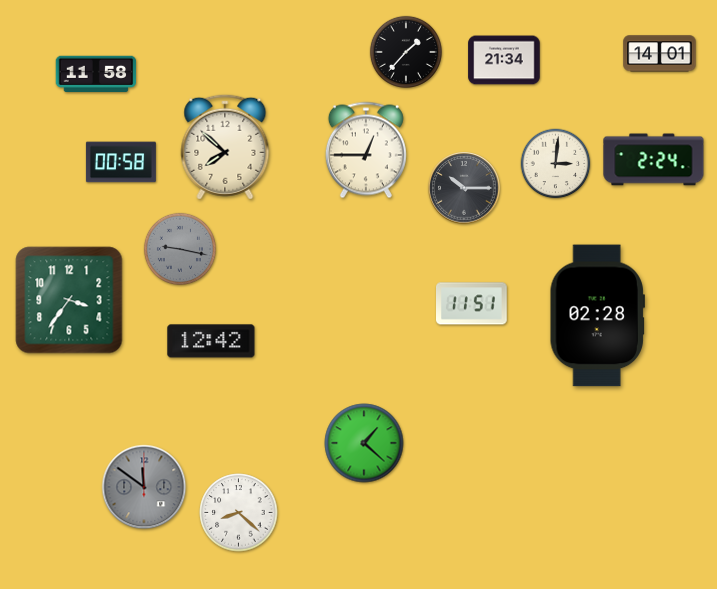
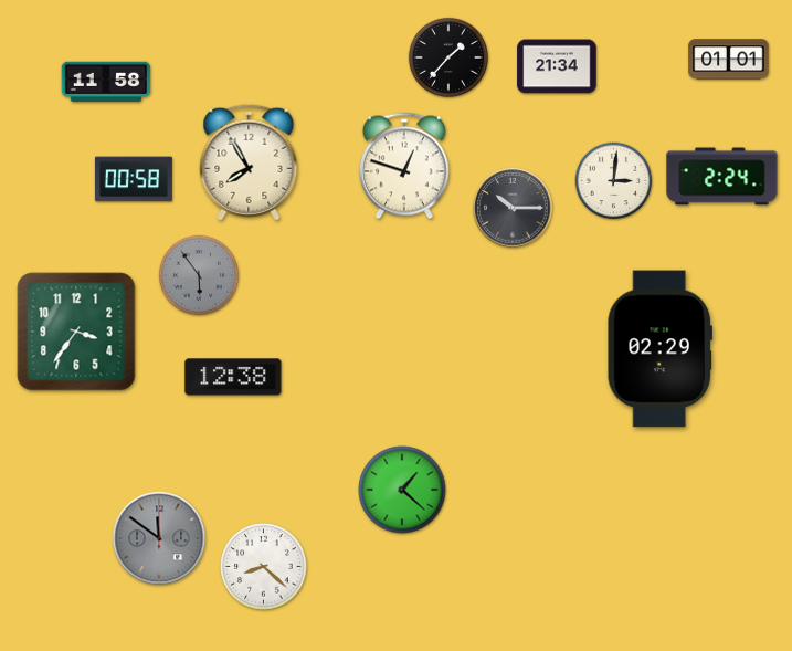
clock at (660, 54): 14:01 -> 01:01
clock at (225, 147): 7:52 -> 7:55
clock at (366, 150): 12:45 -> 12:48
clock at (180, 249): 9:17 -> 5:54
clock at (472, 304): 11:51 -> none
clock at (597, 316): 02:28 -> 02:29
clock at (211, 341): 12:42 -> 12:38
